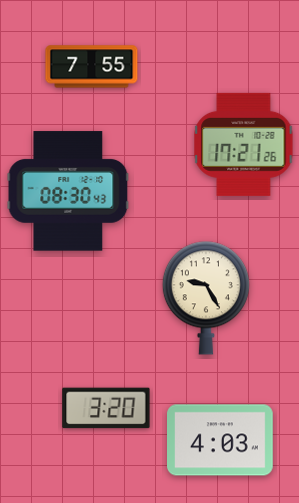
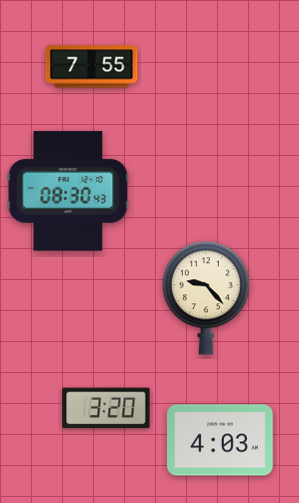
clock at (244, 144): 17:21 -> none
clock at (206, 298): 9:25 -> 9:23
